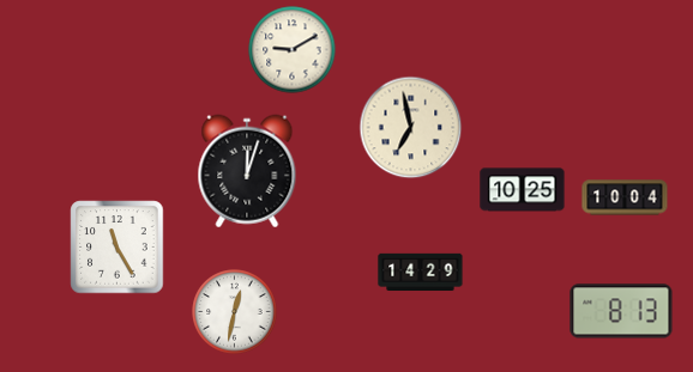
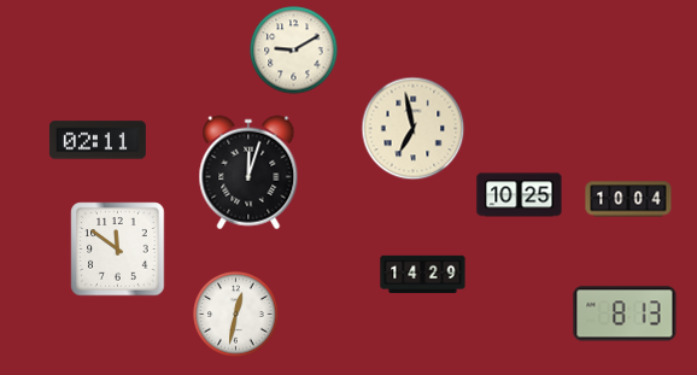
clock at (98, 140): none -> 02:11
clock at (523, 190) position: (523, 190) -> (520, 195)
clock at (117, 248): 11:25 -> 11:51
